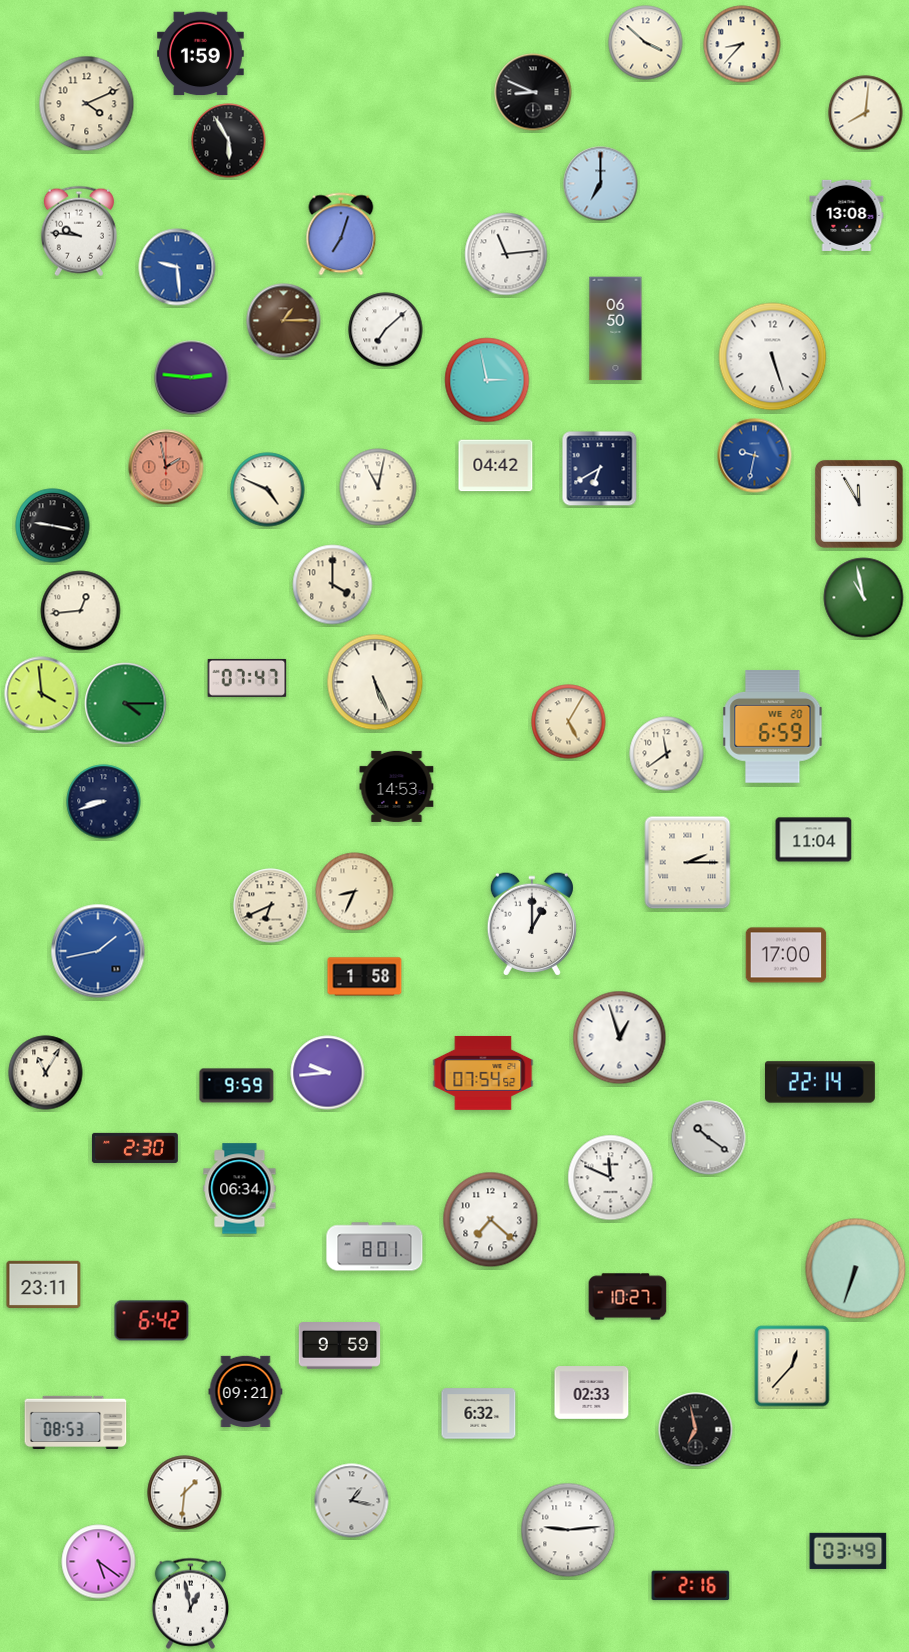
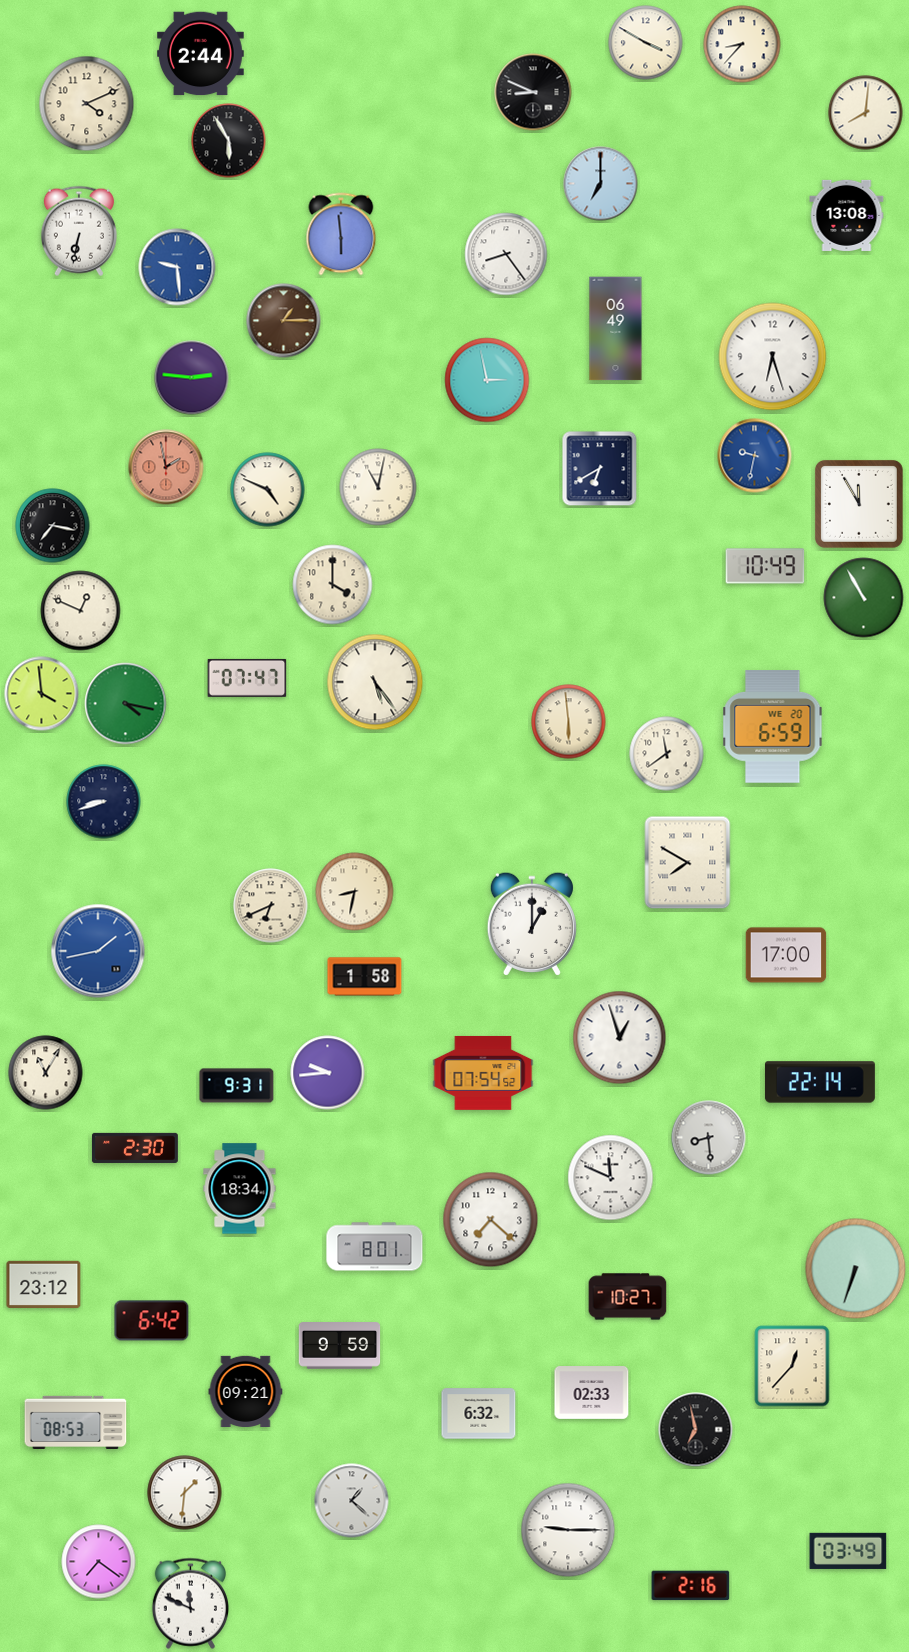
clock at (646, 43): 3:52 -> 3:50
clock at (201, 54): 1:59 -> 2:44
clock at (79, 231): 9:46 -> 6:32
clock at (341, 234): 7:03 -> 5:59
clock at (506, 254): 11:14 -> 8:24
clock at (616, 329): 06:50 -> 06:49
clock at (386, 330): 7:08 -> none
clock at (773, 357): 5:27 -> 6:27
clock at (496, 466): 04:42 -> none
clock at (53, 526): 9:17 -> 7:17
clock at (765, 566): none -> 10:49
clock at (864, 598): 10:58 -> 10:55
clock at (81, 611): 12:44 -> 12:49
clock at (375, 682): 5:26 -> 5:24
clock at (126, 704): 4:15 -> 4:17
clock at (569, 722): 5:05 -> 5:59
clock at (397, 786): 14:53 -> none
clock at (814, 840): 11:04 -> none
clock at (688, 863): 2:15 -> 7:50
clock at (355, 892): 8:34 -> 8:32
clock at (237, 1086): 9:59 -> 9:31
clock at (709, 1138): 10:21 -> 8:29
clock at (240, 1189): 06:34 -> 18:34
clock at (44, 1284): 23:11 -> 23:12
clock at (352, 1501): 1:17 -> 1:22
clock at (568, 1530): 9:14 -> 9:15
clock at (99, 1562): 5:21 -> 7:21
clock at (190, 1603): 12:58 -> 11:49
